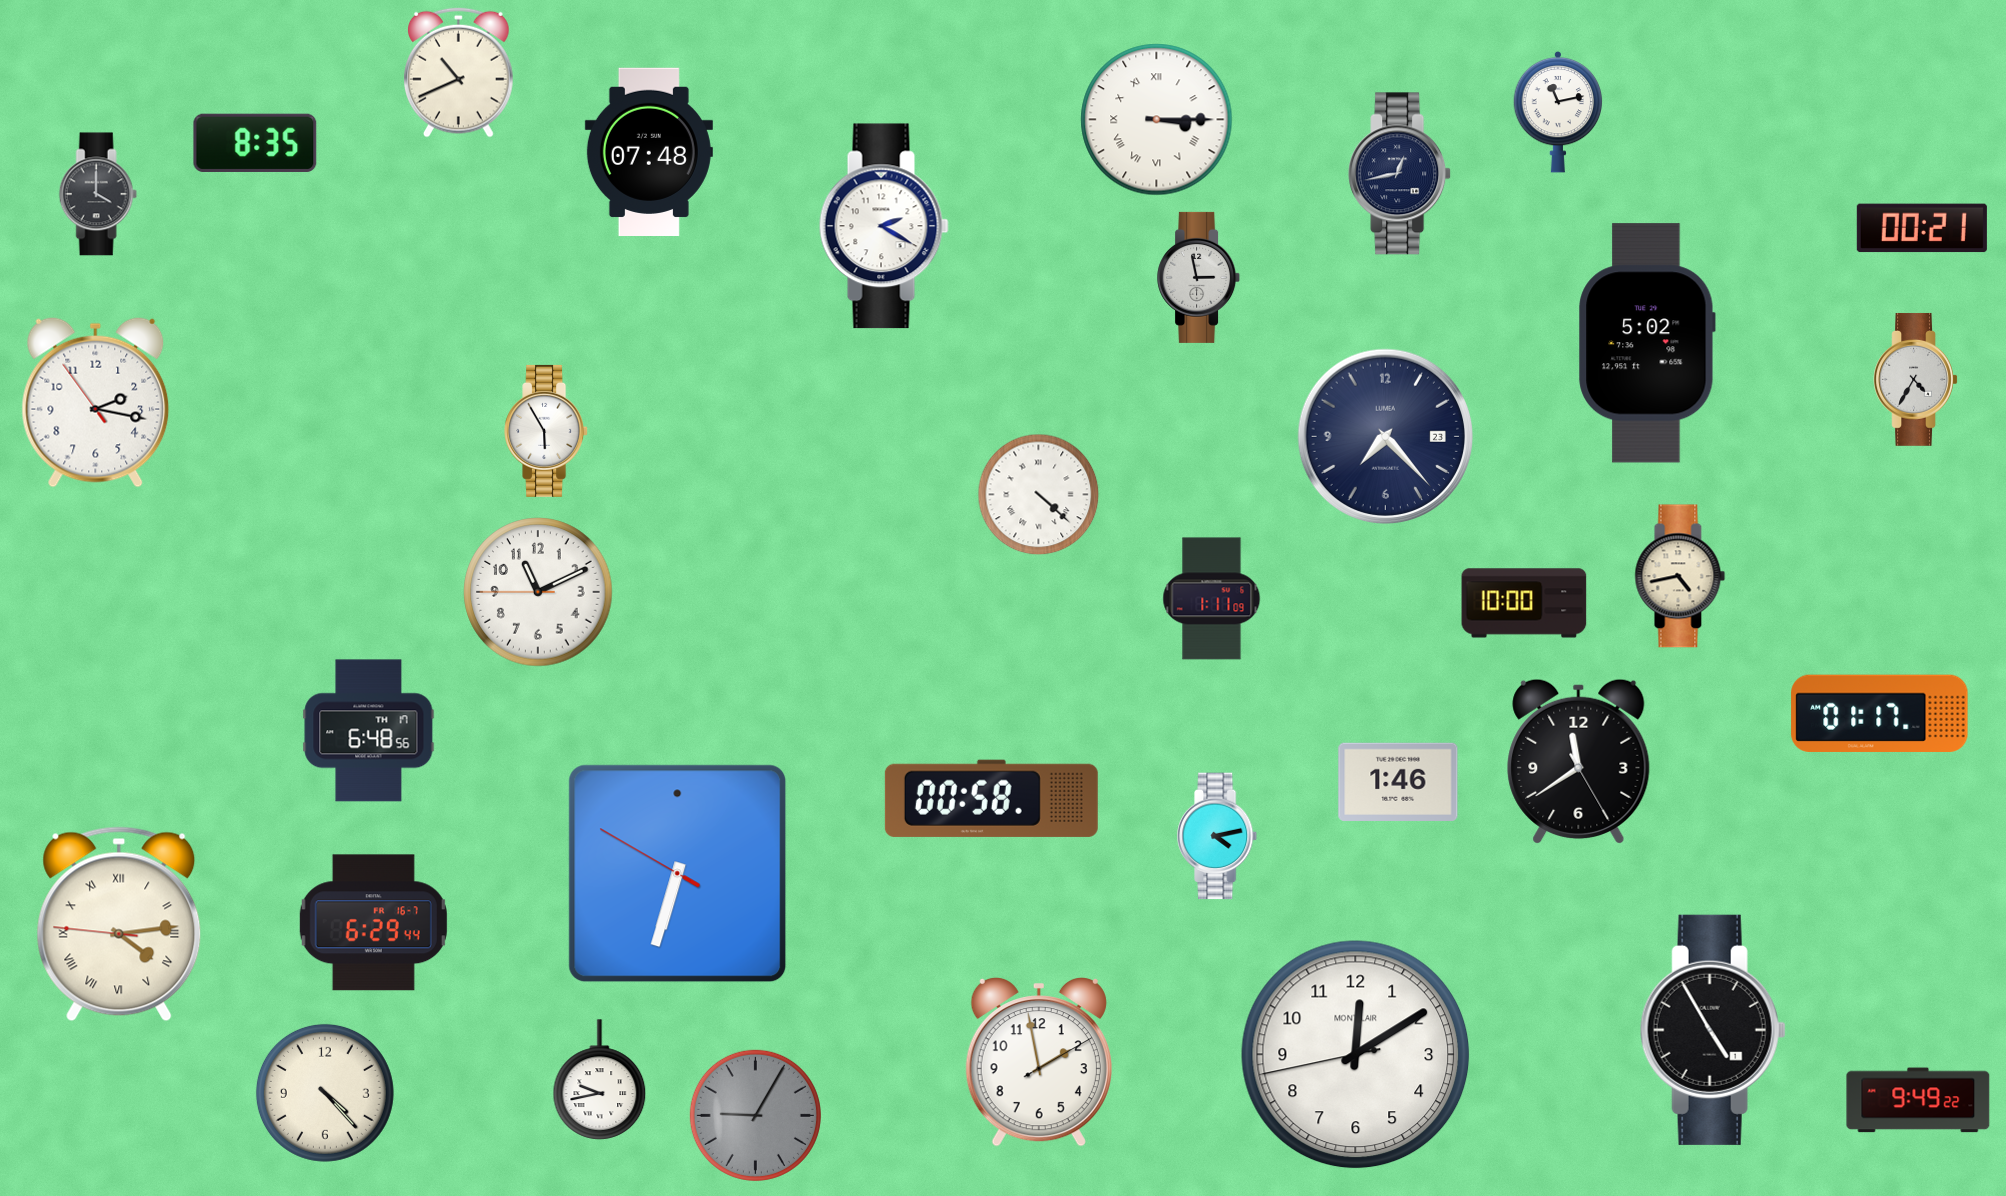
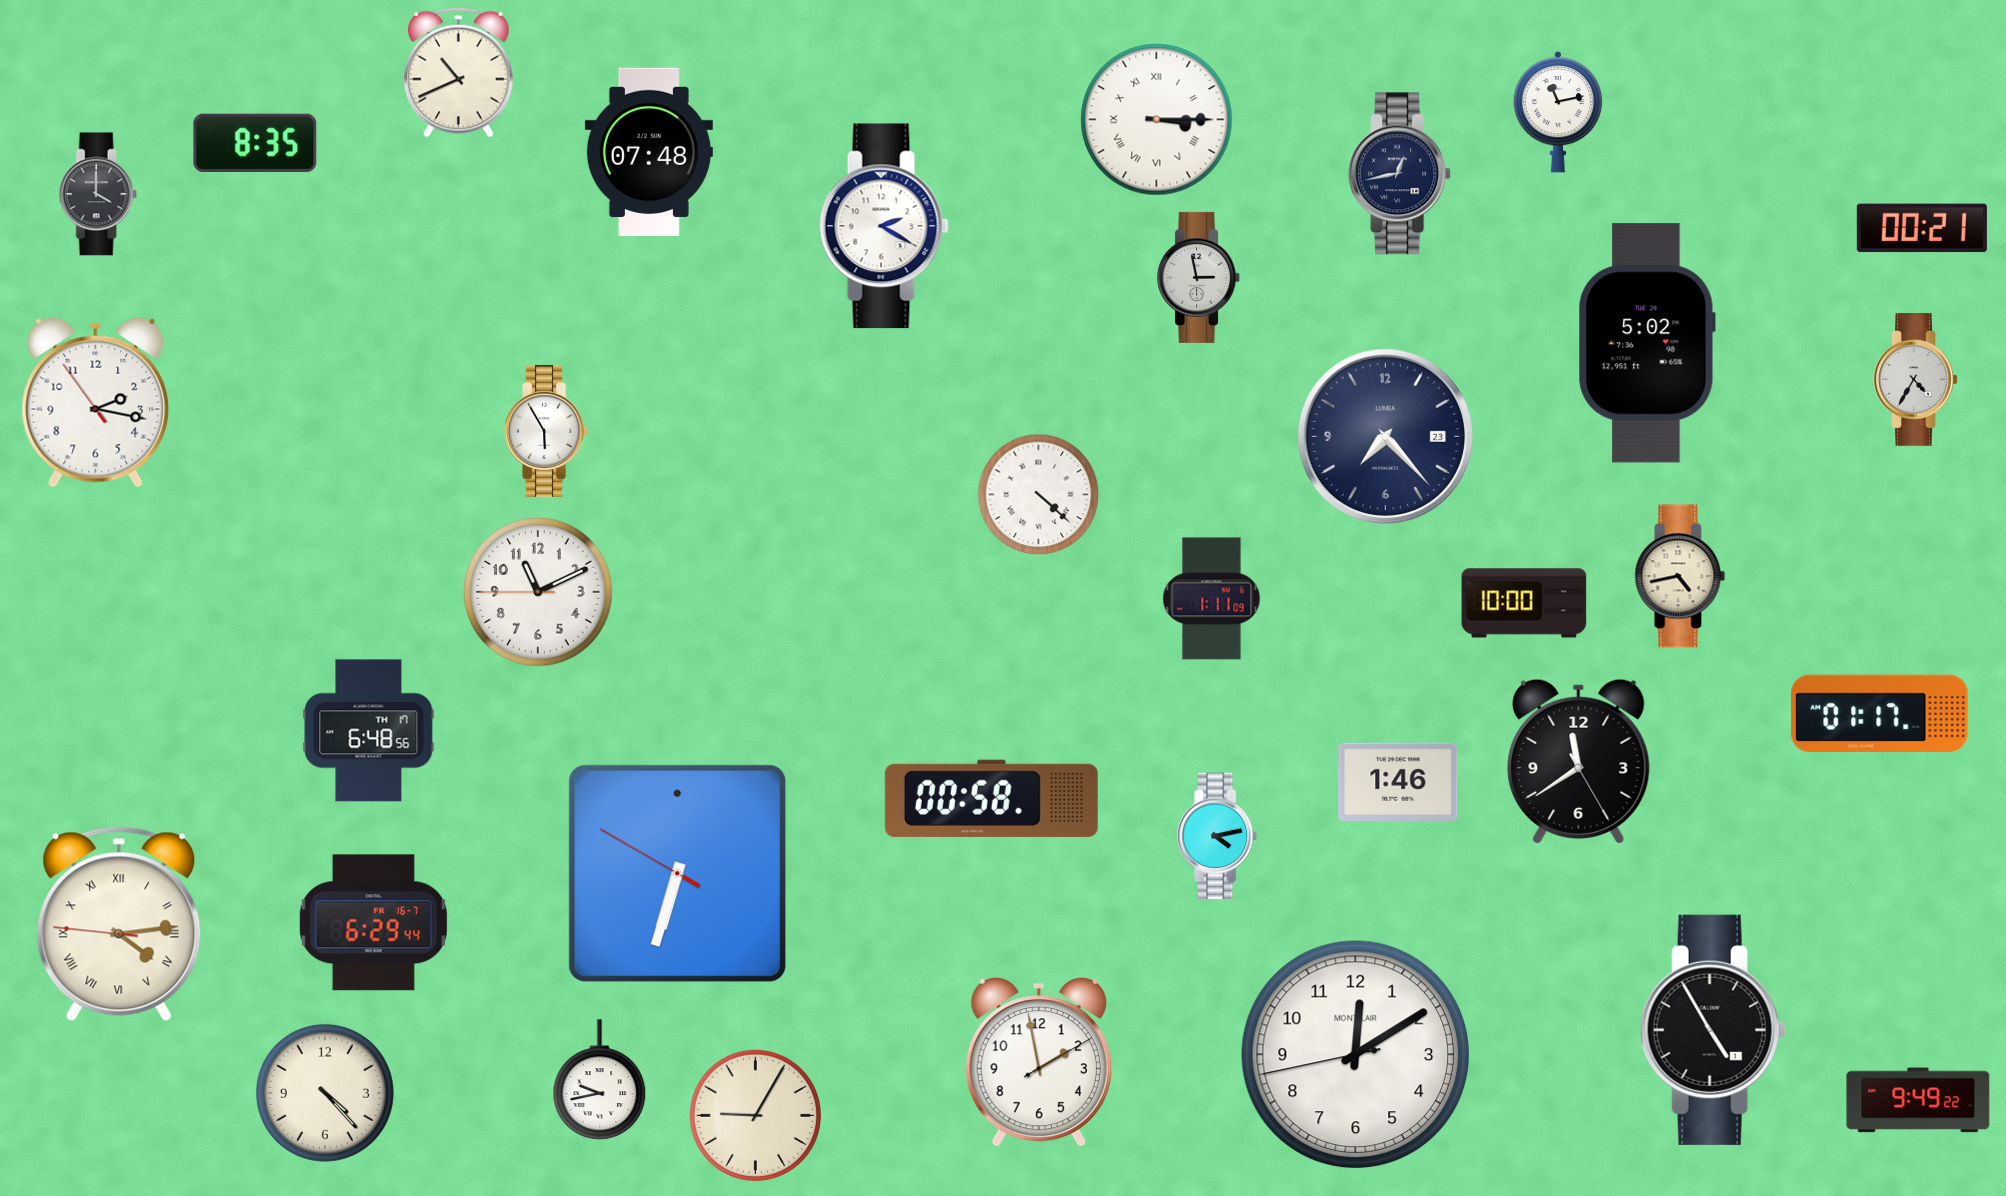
clock at (755, 1115) dial: grey -> cream
